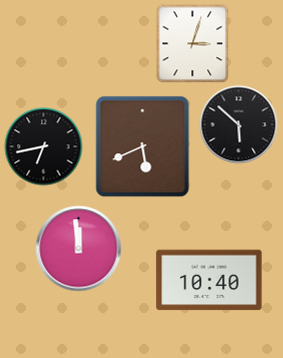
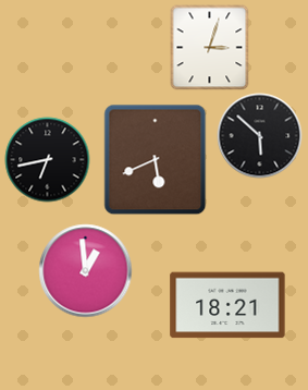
clock at (78, 248): 11:59 -> 12:59
clock at (209, 280): 10:40 -> 18:21
